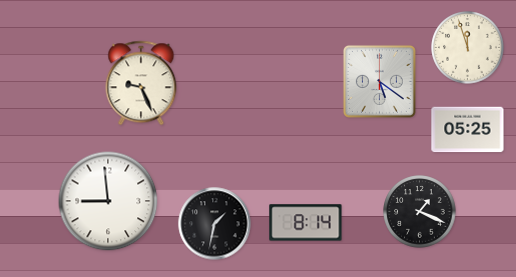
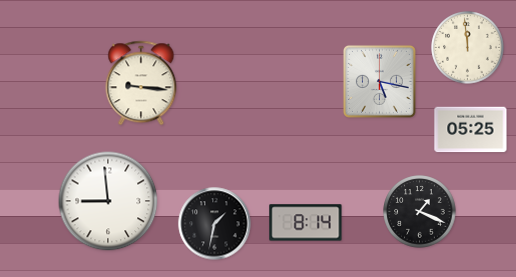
clock at (468, 48): 11:57 -> 11:59
clock at (379, 81): 5:21 -> 5:17
clock at (141, 83): 9:26 -> 9:16
clock at (468, 130) position: (468, 130) -> (471, 130)
